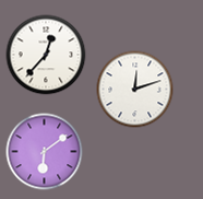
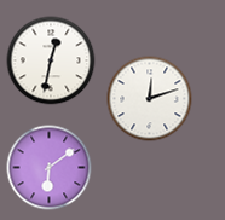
clock at (46, 55): 12:37 -> 12:32
